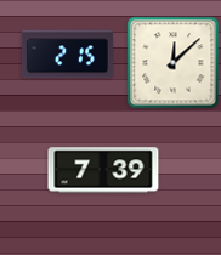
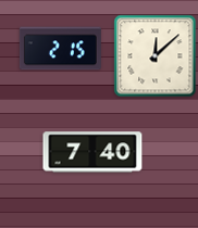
clock at (103, 170): 7:39 -> 7:40
